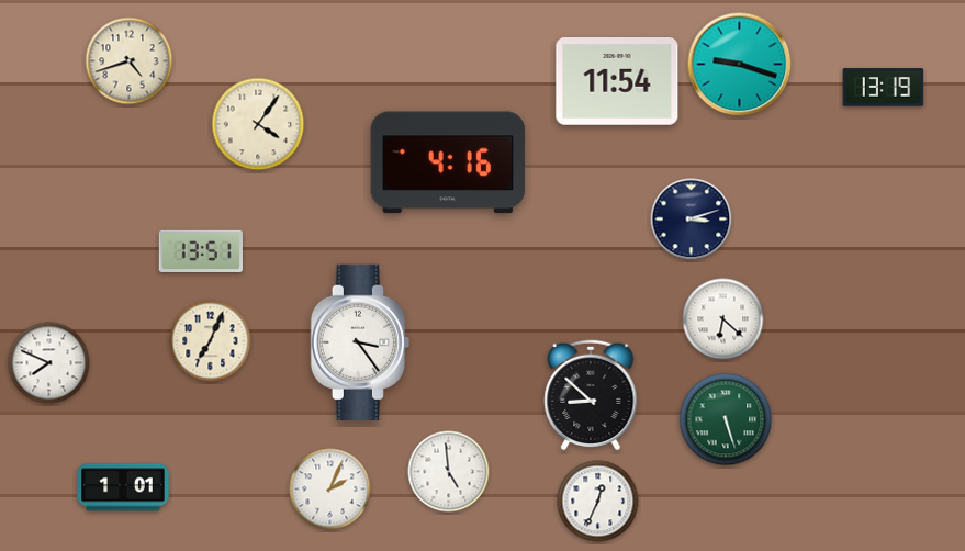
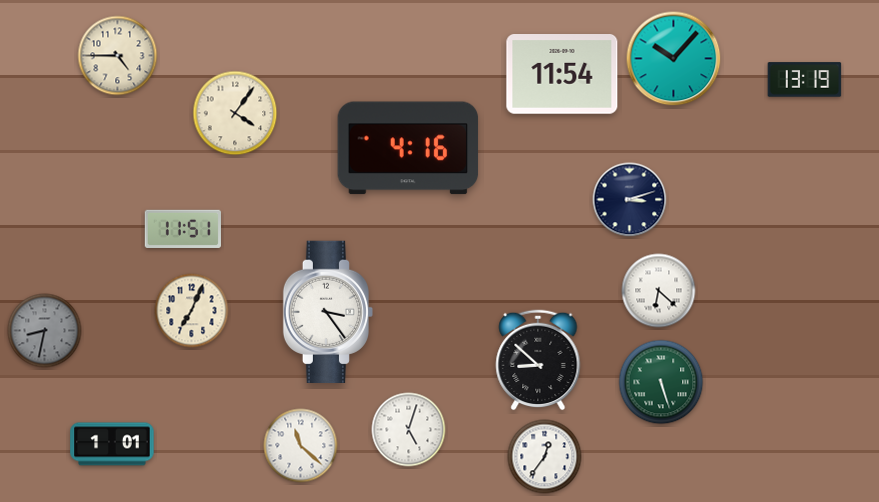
clock at (130, 61): 4:42 -> 4:45
clock at (740, 65): 9:18 -> 10:07
clock at (201, 250): 13:51 -> 11:51
clock at (49, 363): 7:49 -> 8:32
clock at (49, 363) dial: white -> grey
clock at (449, 472): 4:59 -> 5:03
clock at (330, 490): 2:04 -> 11:22
clock at (598, 502): 12:34 -> 12:36
